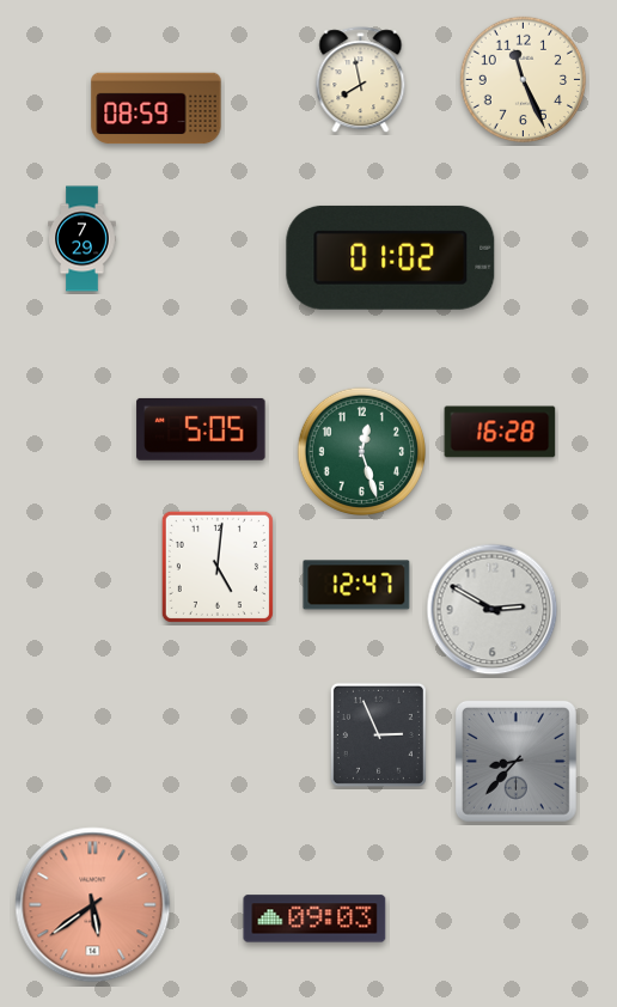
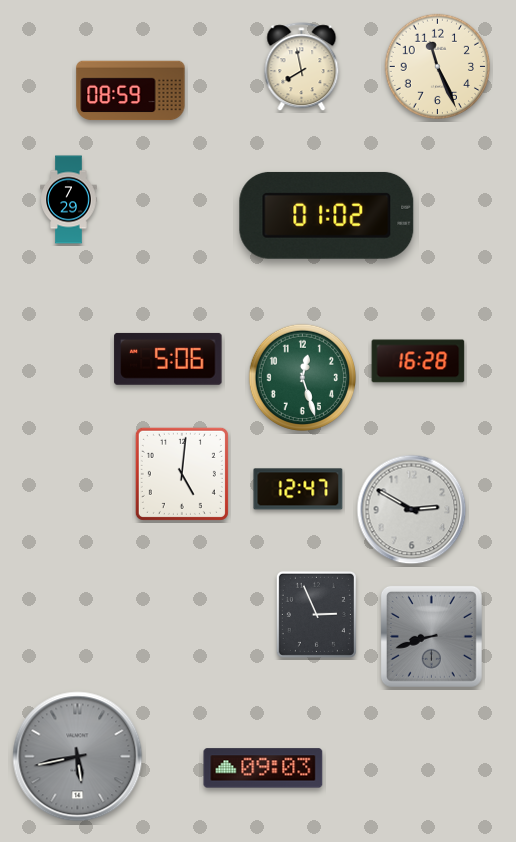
clock at (201, 429): 5:05 -> 5:06
clock at (515, 761): 8:37 -> 8:42
clock at (93, 905): 5:39 -> 5:43
clock at (93, 905) dial: salmon -> grey
